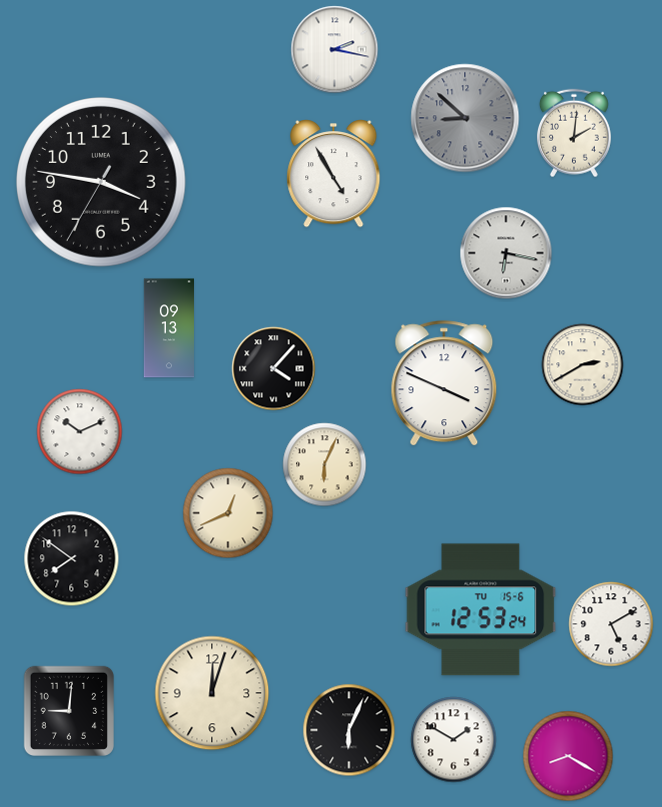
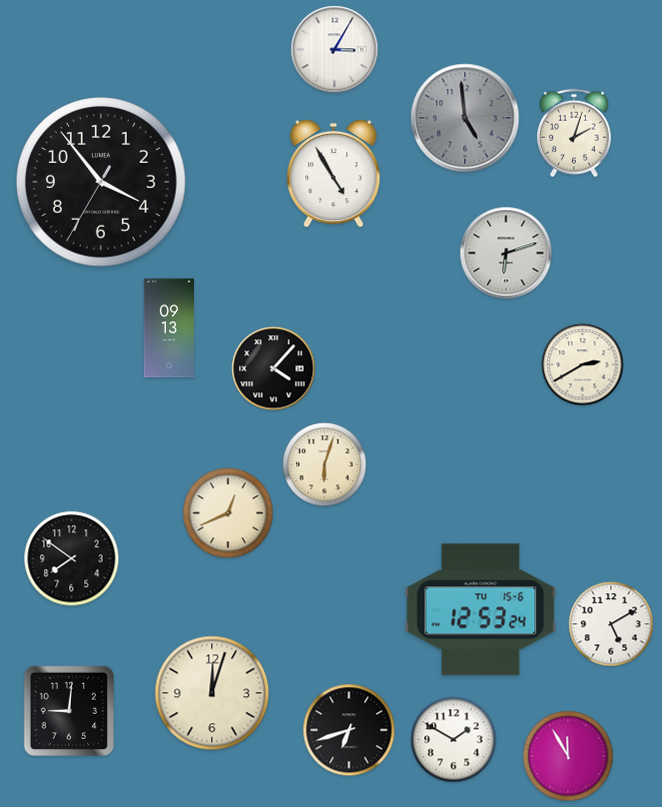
clock at (335, 50): 2:17 -> 3:05
clock at (465, 118): 8:52 -> 4:59
clock at (574, 133): 2:01 -> 2:03
clock at (102, 183): 3:46 -> 3:53
clock at (506, 253): 6:17 -> 6:12
clock at (444, 384): 3:49 -> none
clock at (80, 432): 10:11 -> none
clock at (325, 465): 6:04 -> 6:03
clock at (349, 730): 6:04 -> 6:42
clock at (568, 756): 8:20 -> 11:55
